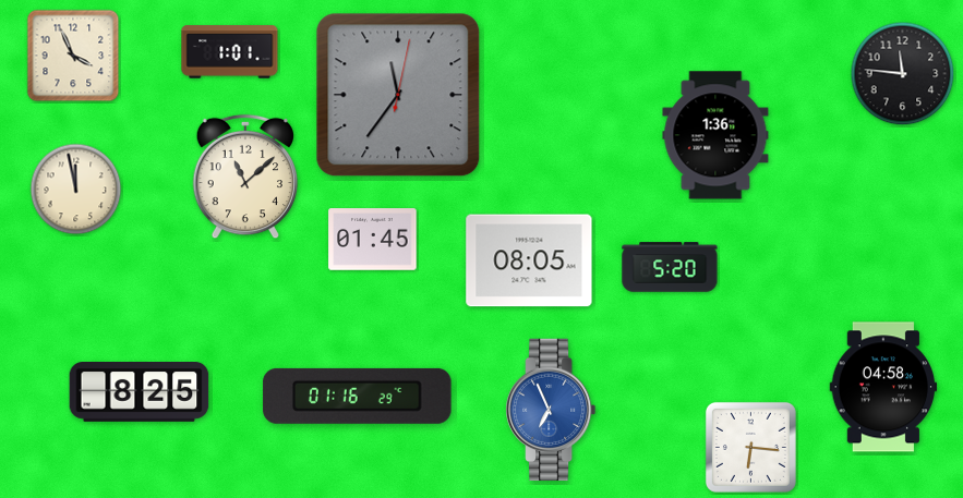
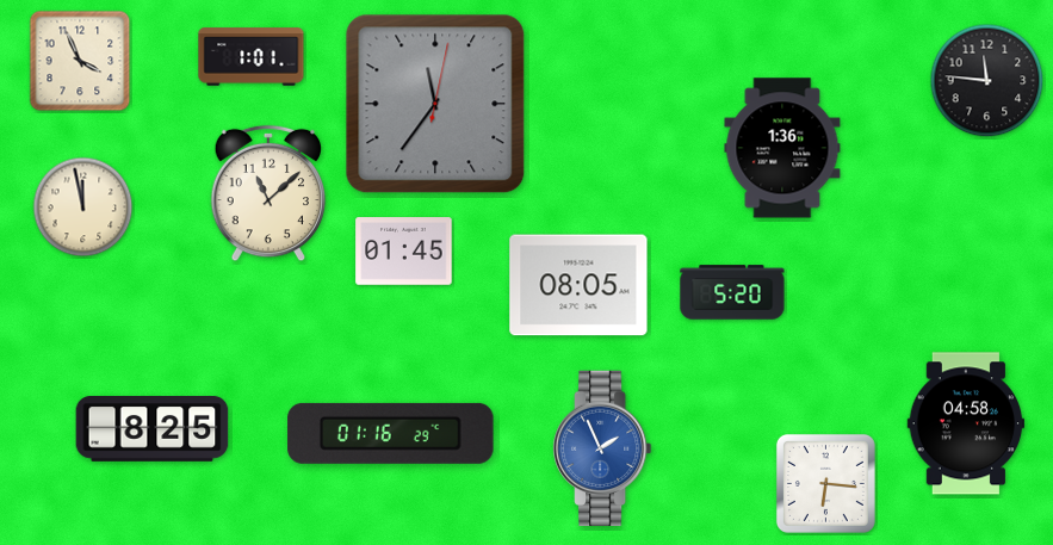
clock at (373, 240) position: (373, 240) -> (404, 252)
clock at (552, 410): 6:56 -> 1:56
clock at (750, 447) position: (750, 447) -> (825, 483)
